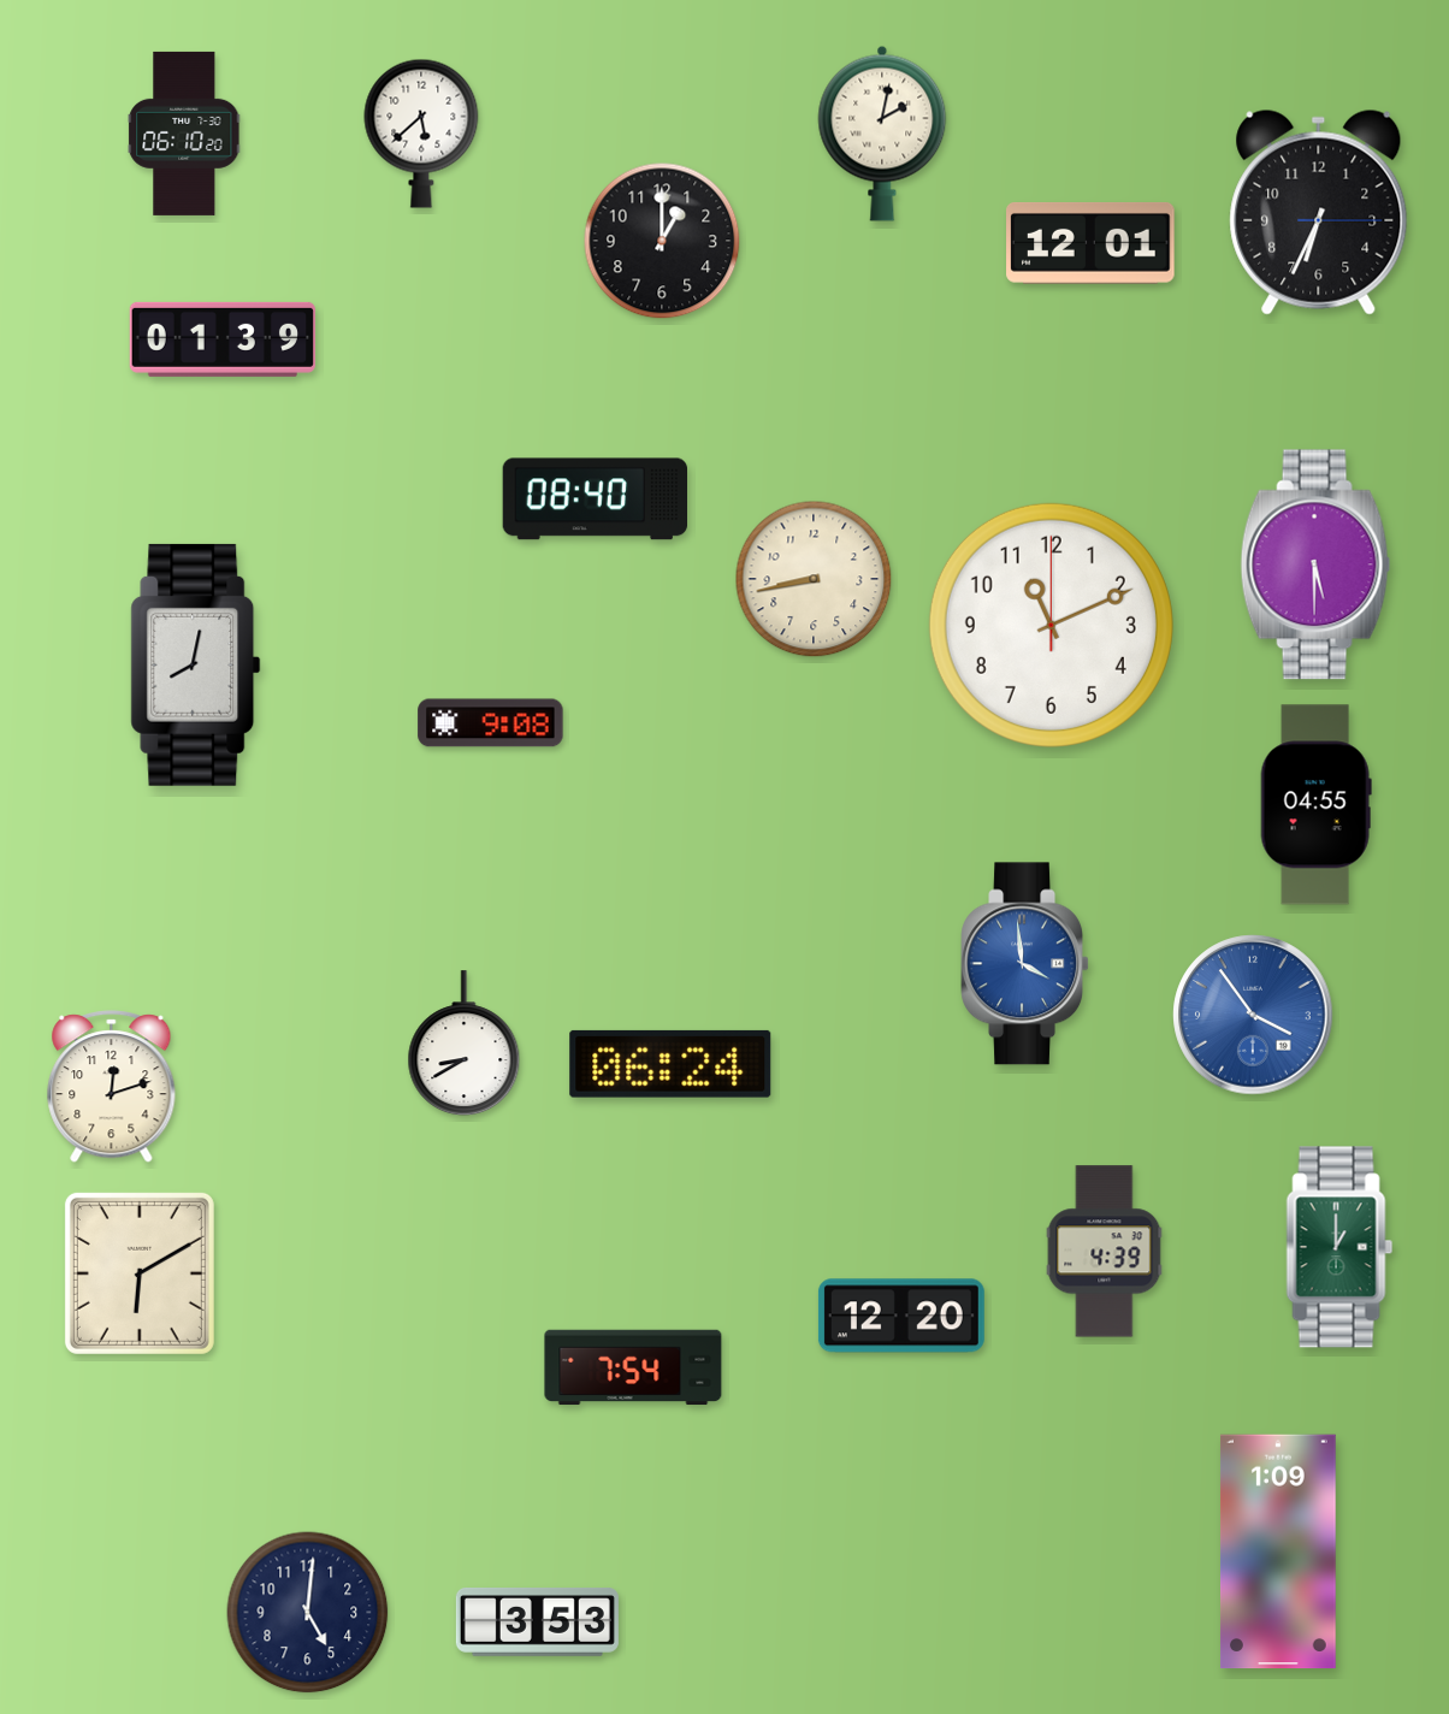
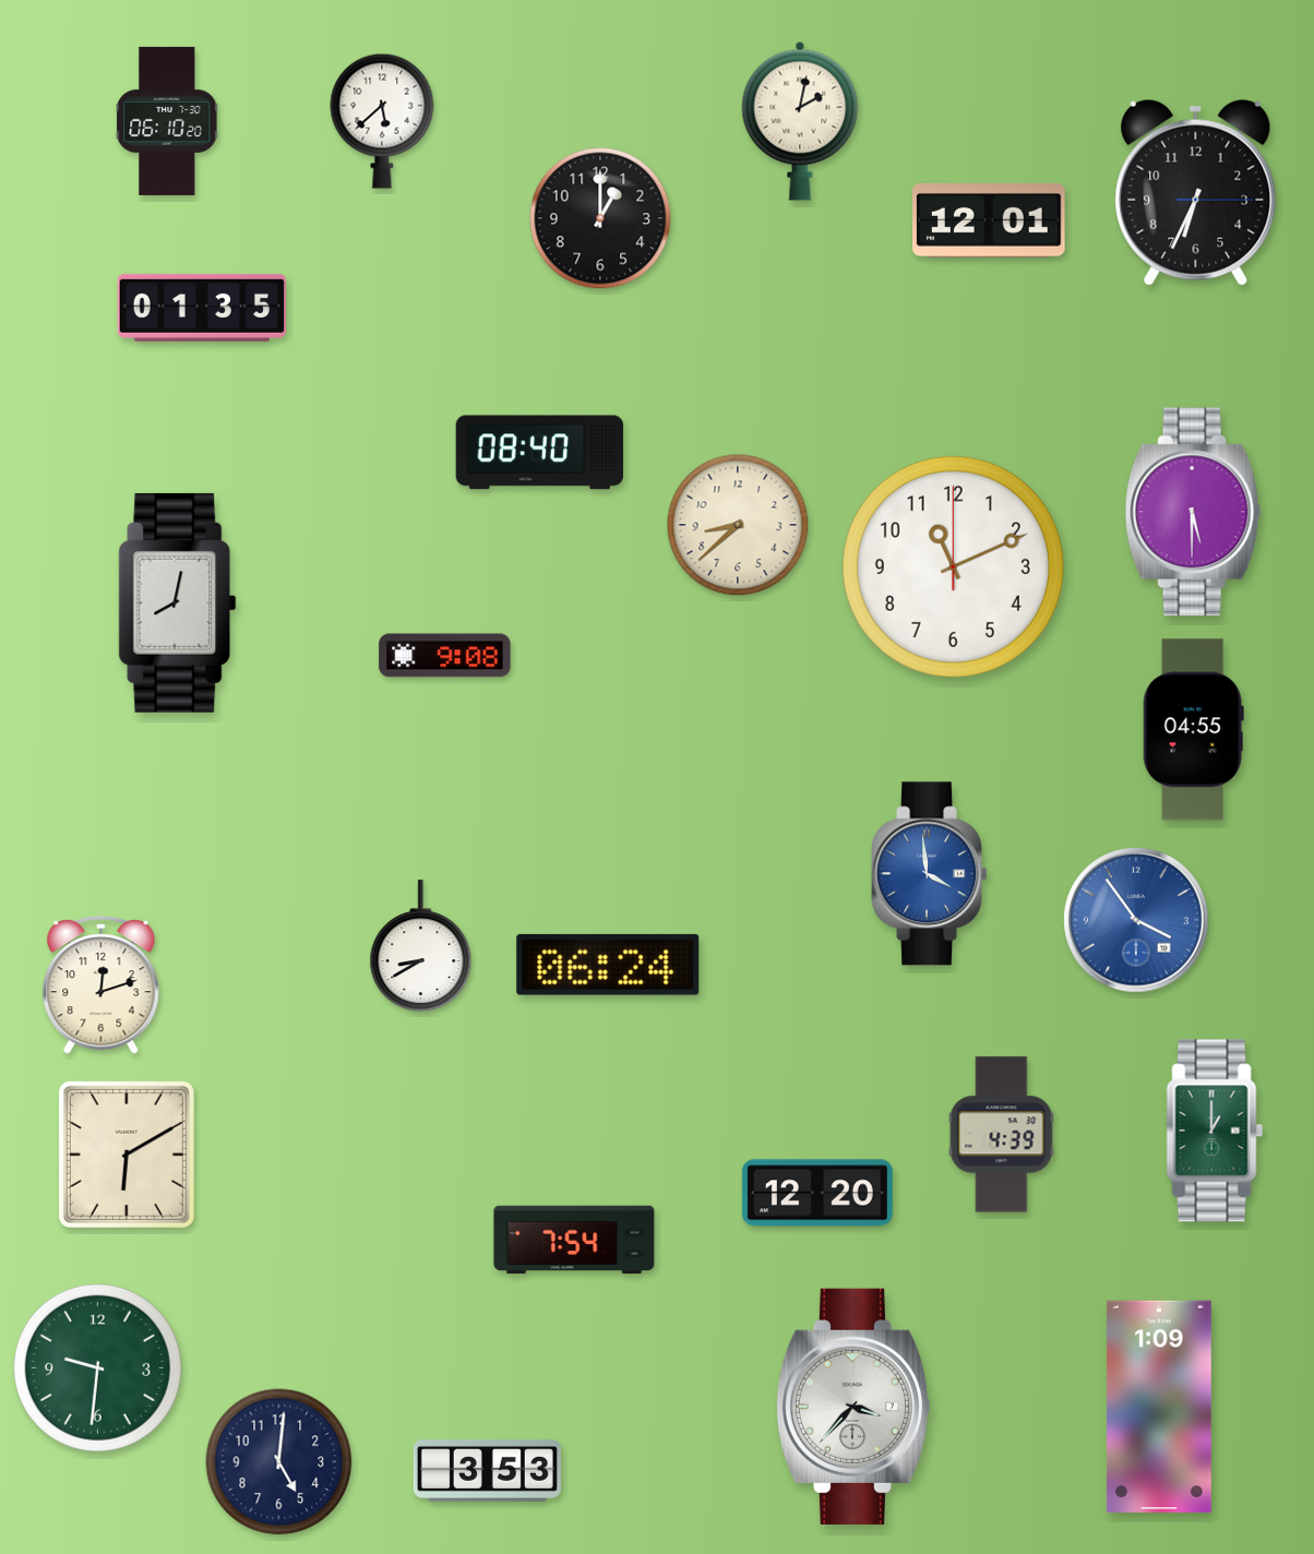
clock at (223, 339): 01:39 -> 01:35
clock at (814, 579): 8:43 -> 8:38
clock at (97, 1367): none -> 9:31
clock at (853, 1407): none -> 3:37
